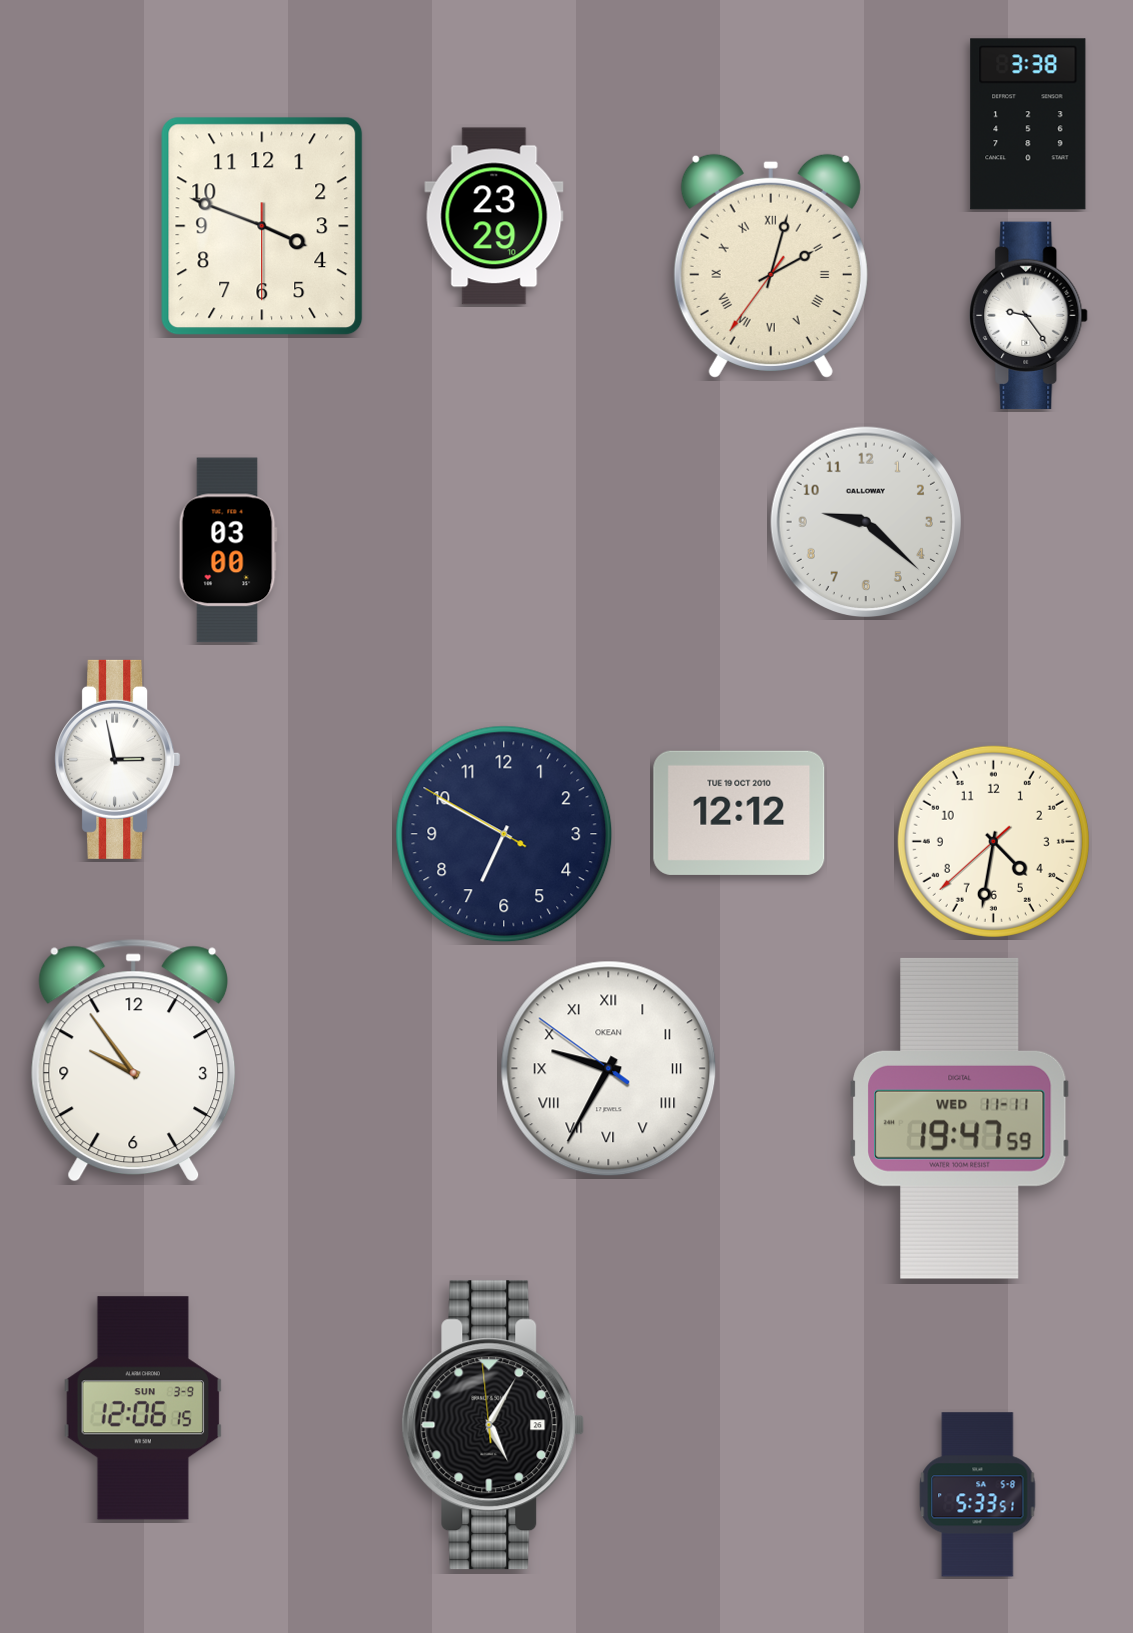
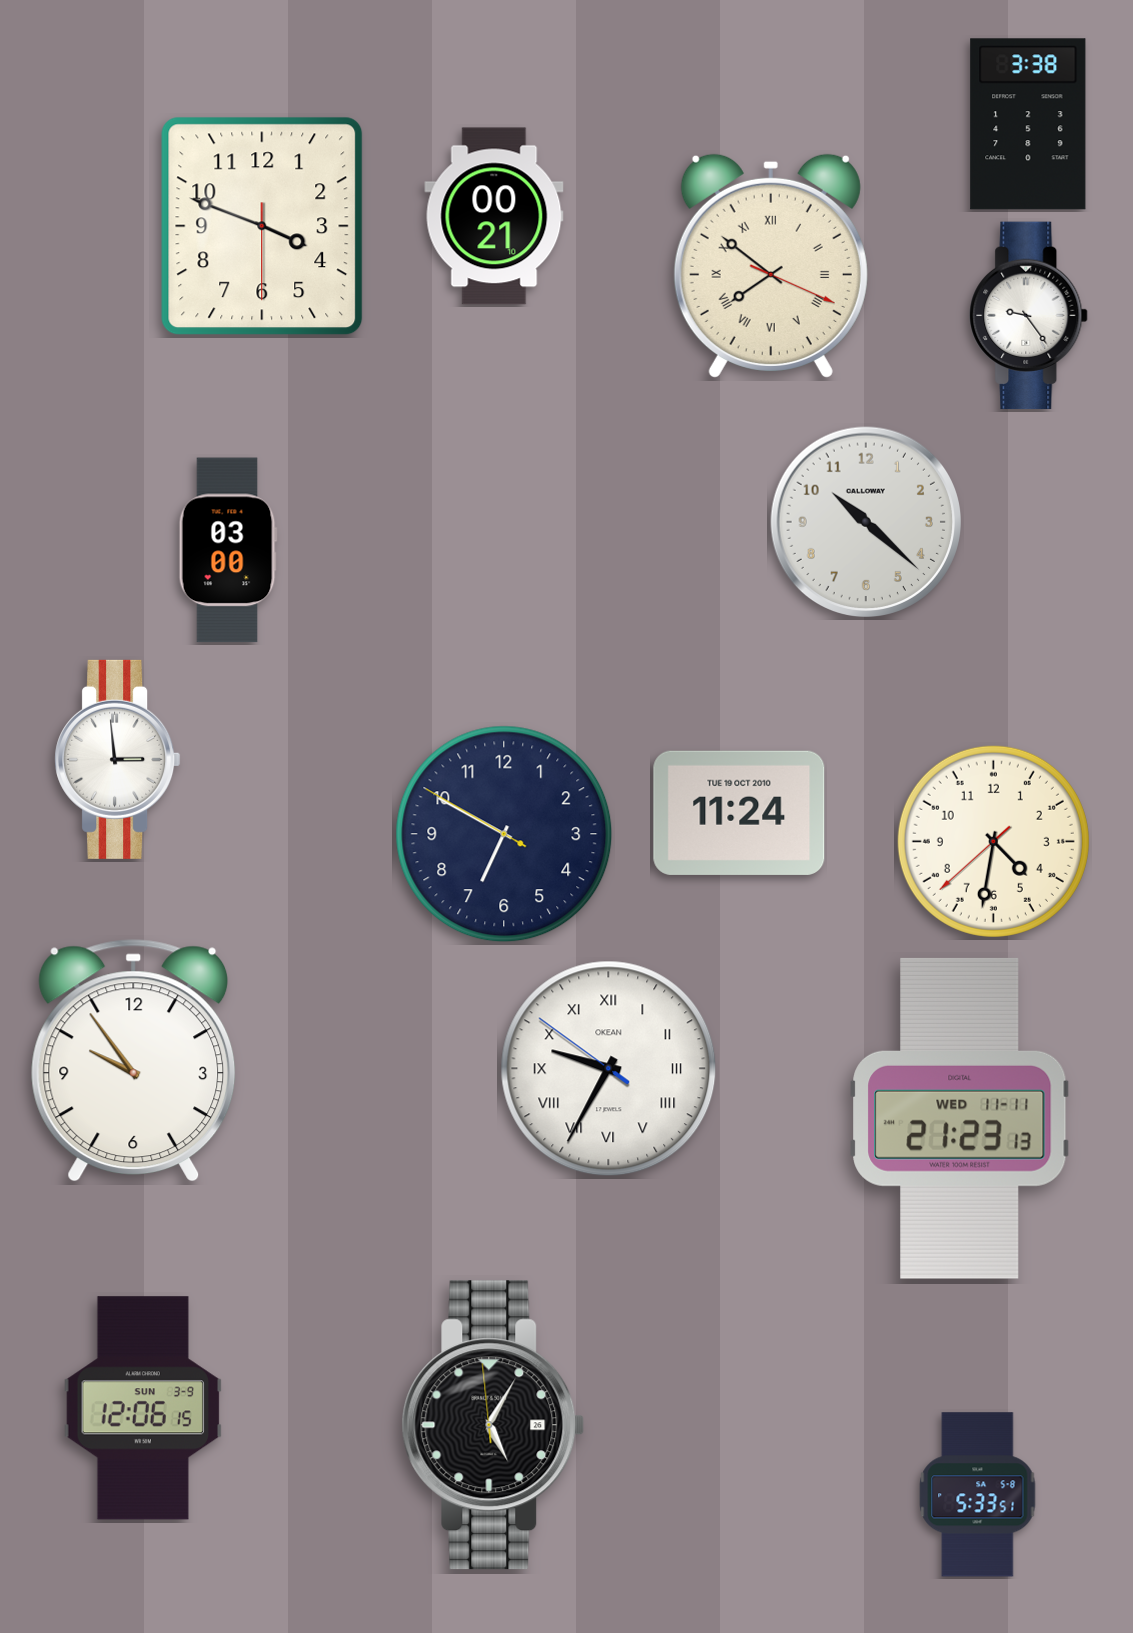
clock at (494, 216): 23:29 -> 00:21
clock at (771, 266): 2:02 -> 7:51
clock at (865, 521): 9:22 -> 10:22
clock at (118, 759): 2:58 -> 2:59
clock at (739, 813): 12:12 -> 11:24
clock at (960, 1118): 19:47 -> 21:23
